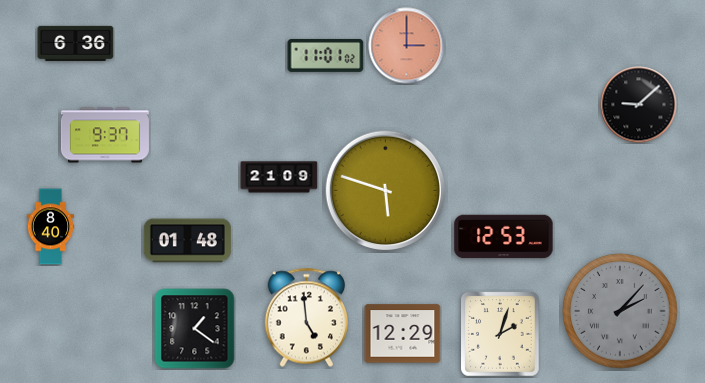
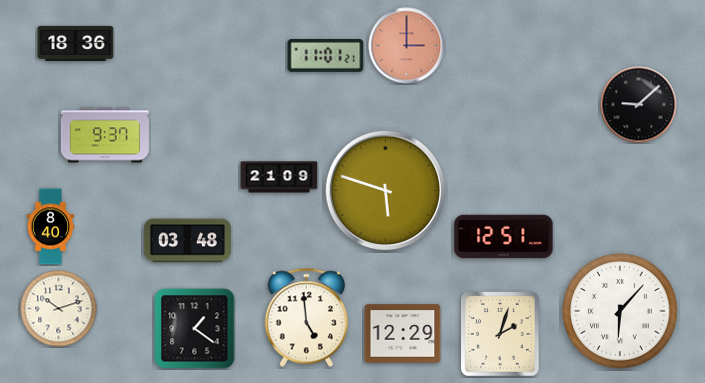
clock at (76, 43): 6:36 -> 18:36
clock at (326, 55): 11:01:02 -> 11:01:21
clock at (504, 237): 12:53 -> 12:51
clock at (187, 241): 01:48 -> 03:48
clock at (59, 309): none -> 10:12
clock at (620, 311): 2:07 -> 6:07
clock at (620, 311) dial: grey -> white
